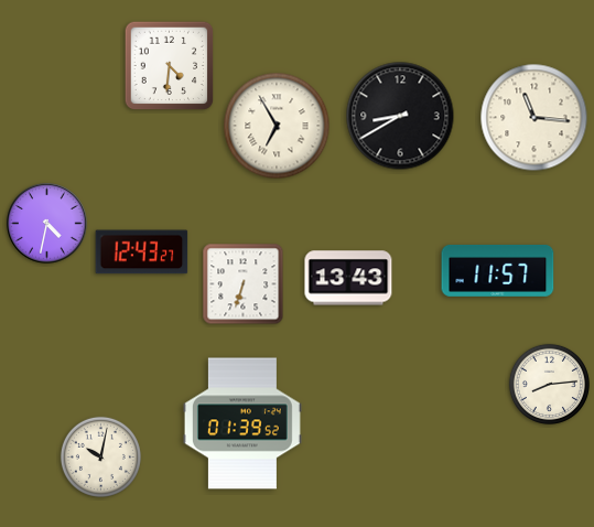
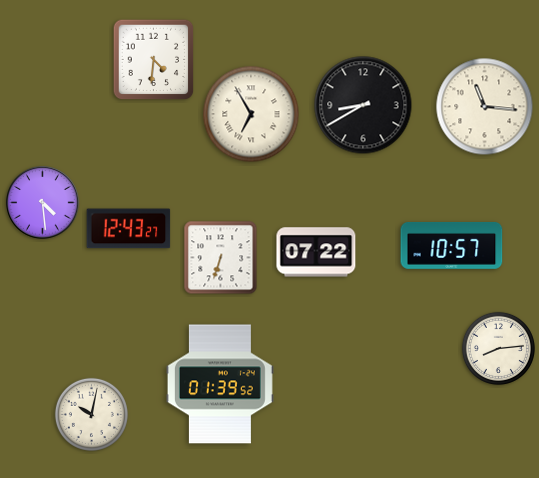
clock at (47, 224): 4:32 -> 4:29
clock at (498, 270): 11:57 -> 10:57
clock at (348, 278): 13:43 -> 07:22
